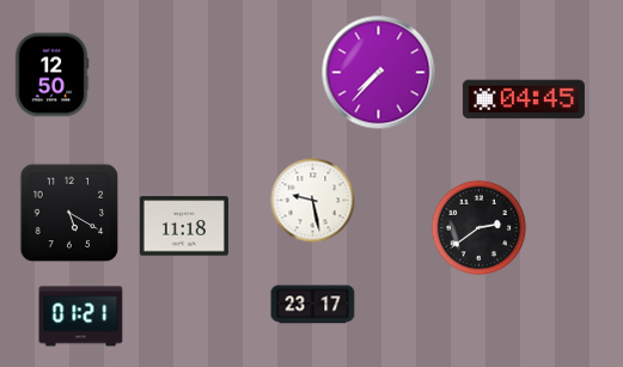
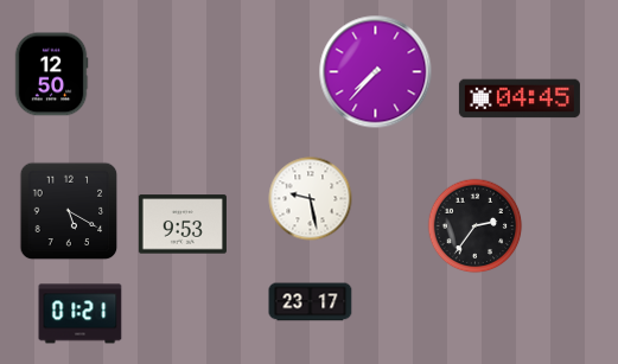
clock at (184, 226): 11:18 -> 9:53
clock at (480, 228): 2:39 -> 2:36
